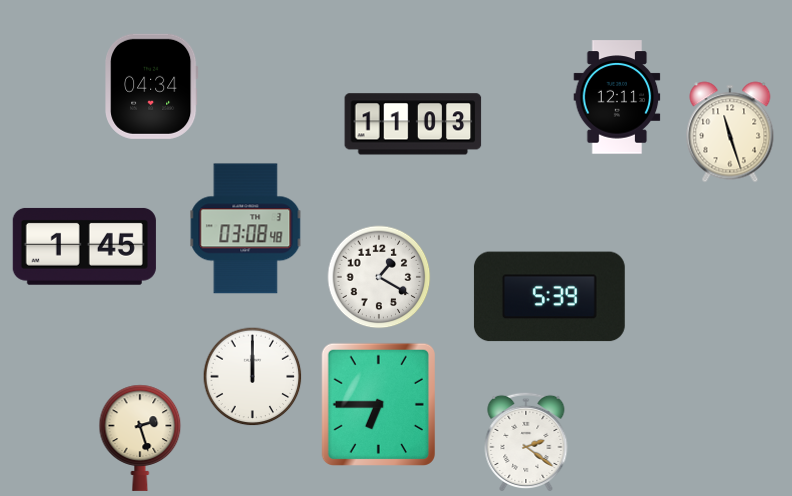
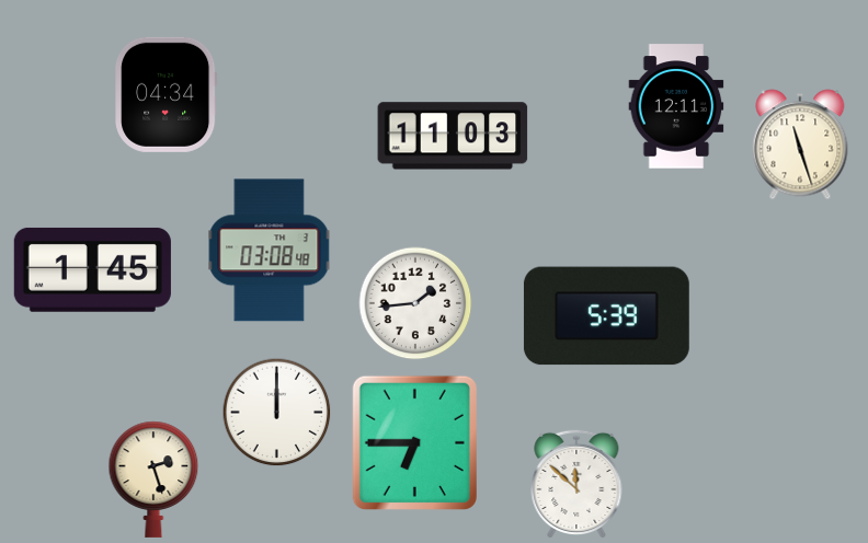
clock at (379, 277): 1:20 -> 1:44
clock at (549, 297) position: (549, 297) -> (606, 316)
clock at (526, 442): 2:21 -> 11:52
